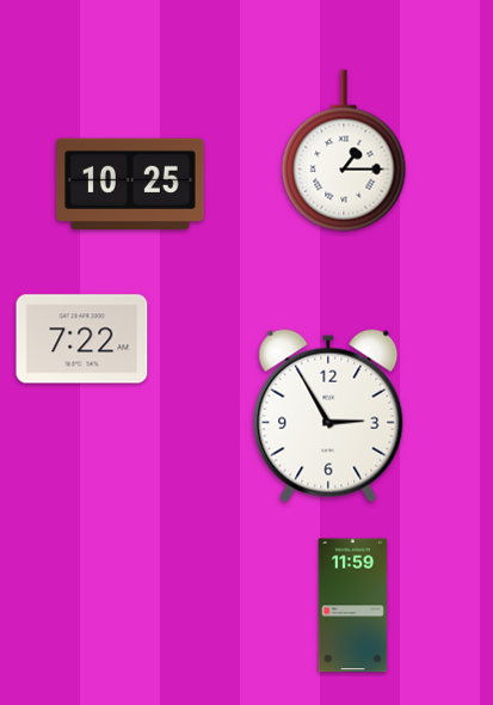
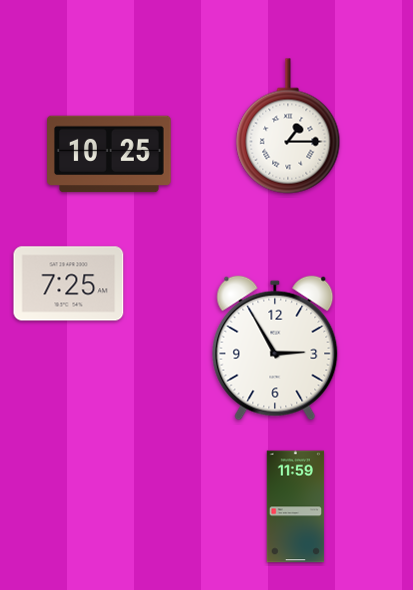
clock at (82, 339): 7:22 -> 7:25
